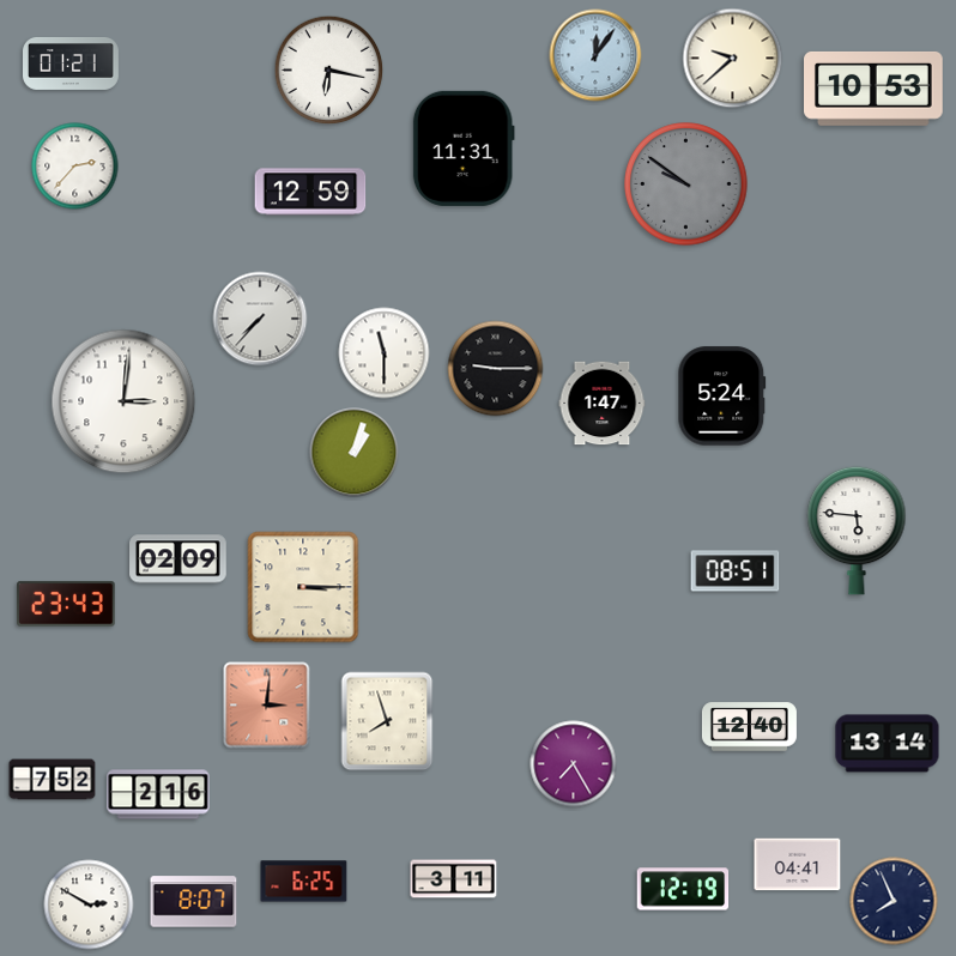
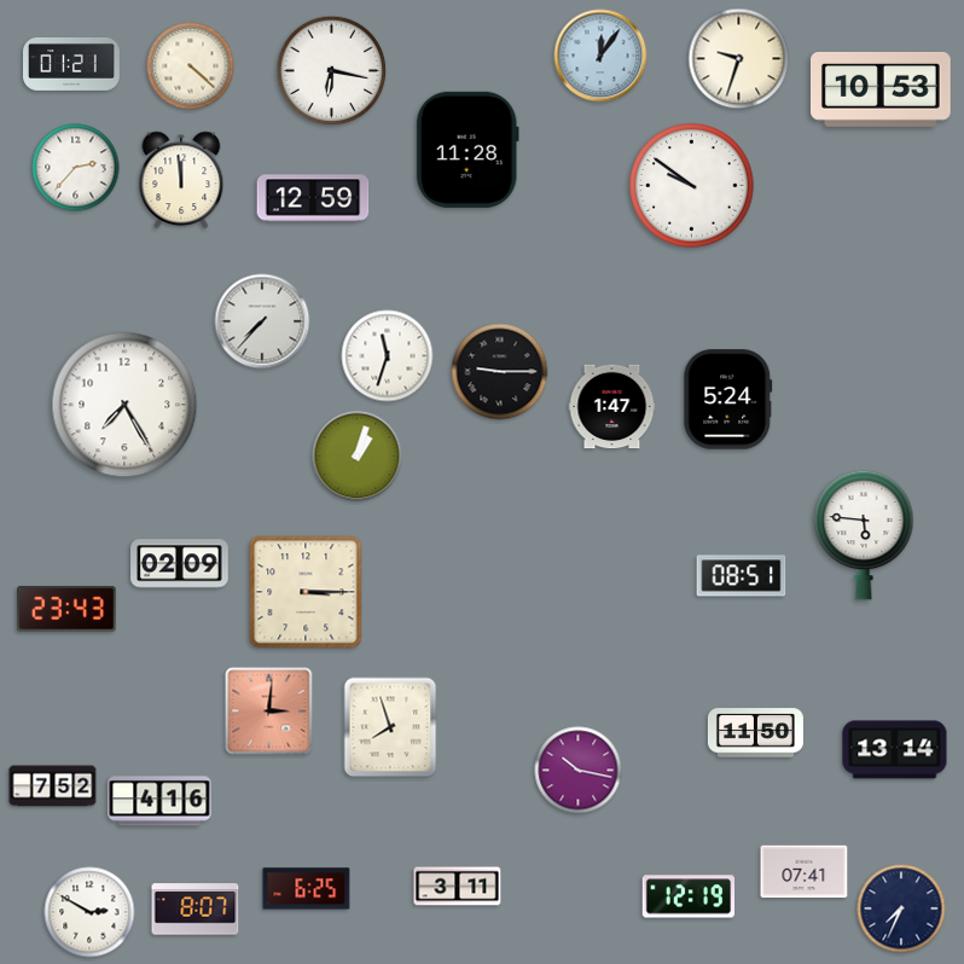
clock at (733, 59): 9:38 -> 9:33
clock at (191, 66): none -> 4:22
clock at (464, 149): 11:31 -> 11:28
clock at (181, 180): none -> 11:59
clock at (686, 184) dial: grey -> white
clock at (310, 192) position: (310, 192) -> (313, 198)
clock at (385, 353): 11:30 -> 11:33
clock at (123, 401): 3:01 -> 7:25
clock at (603, 404) position: (603, 404) -> (612, 407)
clock at (749, 727): 12:40 -> 11:50
clock at (574, 764): 7:25 -> 10:17
clock at (158, 794): 2:16 -> 4:16
clock at (798, 865): 04:41 -> 07:41
clock at (894, 901): 7:56 -> 7:34
